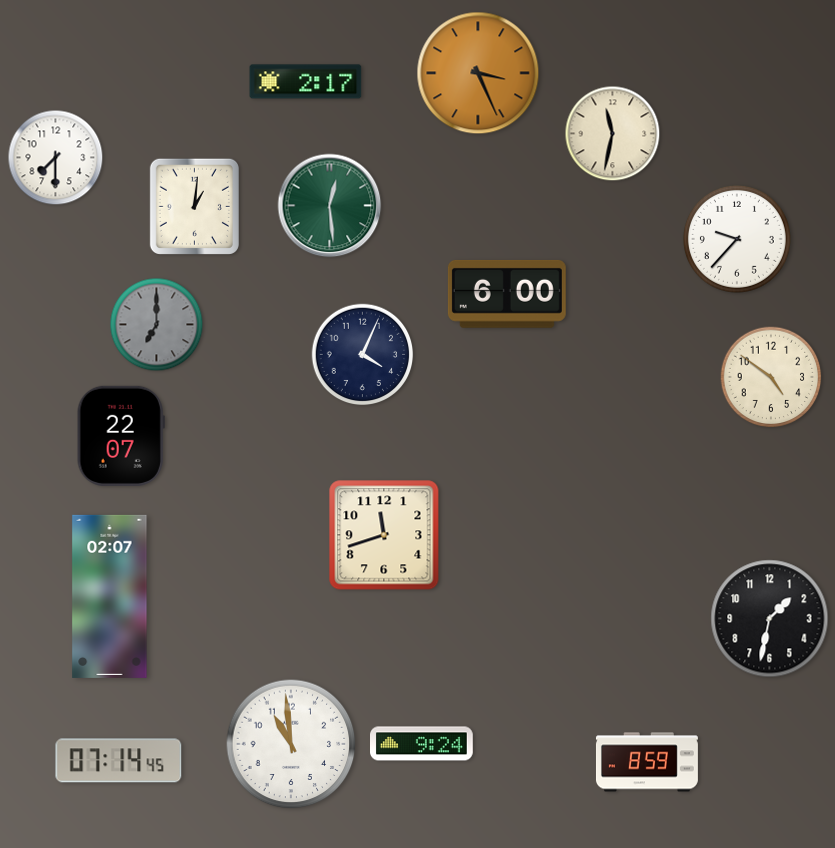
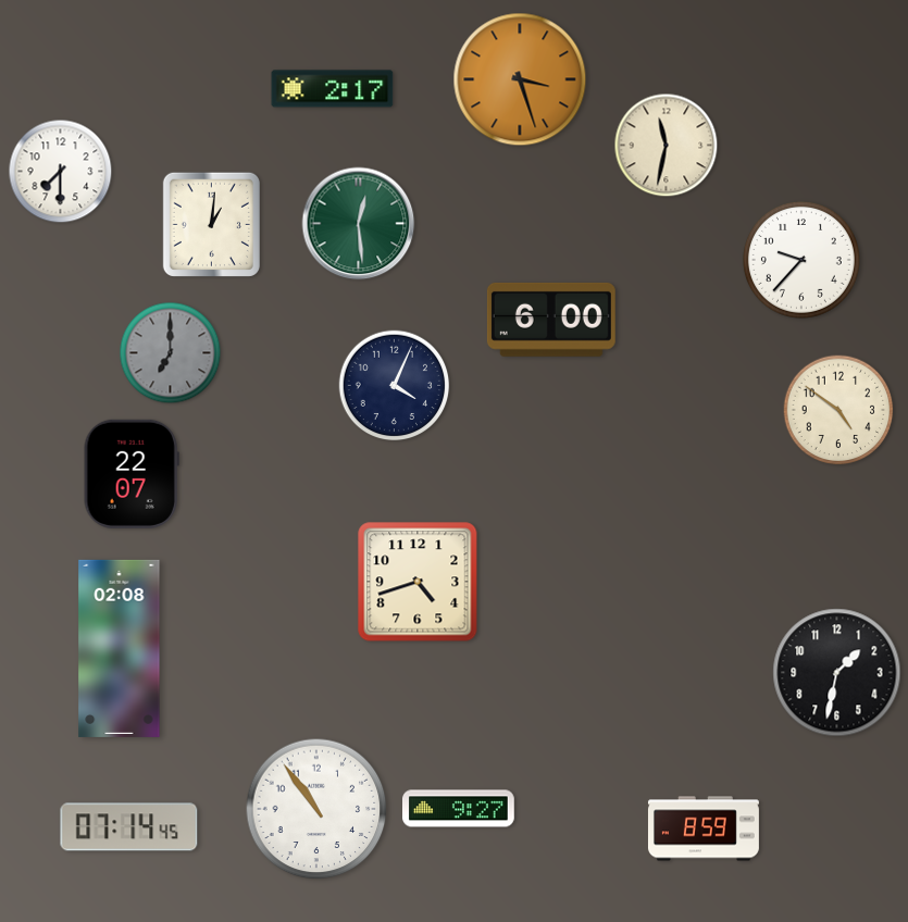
clock at (478, 73): 3:26 -> 3:27
clock at (384, 535): 11:42 -> 4:42
clock at (110, 596): 02:07 -> 02:08
clock at (291, 744): 10:59 -> 10:54
clock at (422, 744): 9:24 -> 9:27
